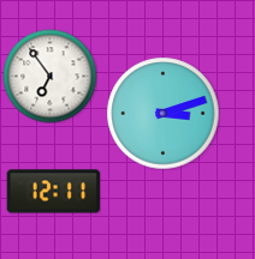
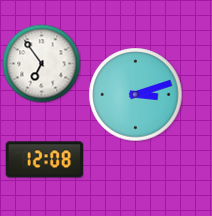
clock at (53, 192): 12:11 -> 12:08
